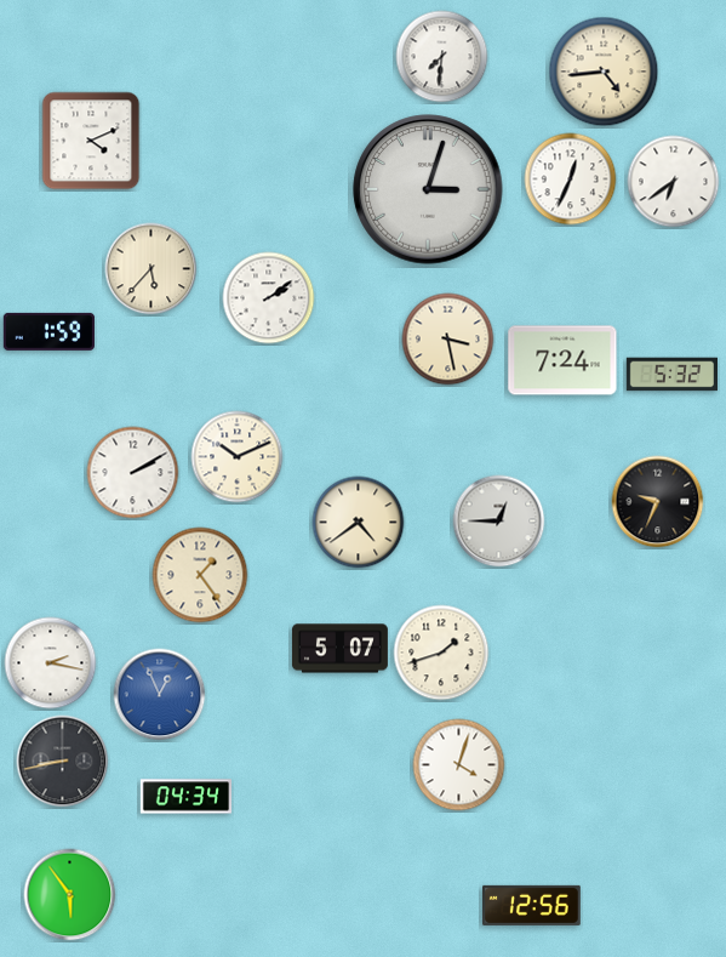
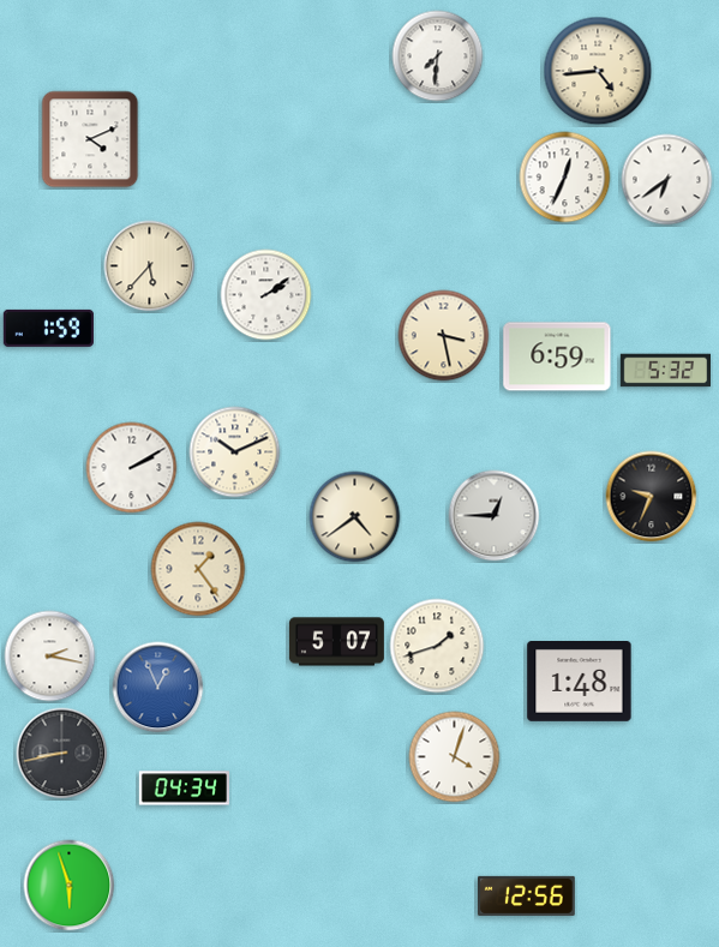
clock at (428, 189): 3:03 -> none
clock at (562, 360): 7:24 -> 6:59
clock at (580, 682): none -> 1:48
clock at (70, 895): 5:54 -> 5:57
